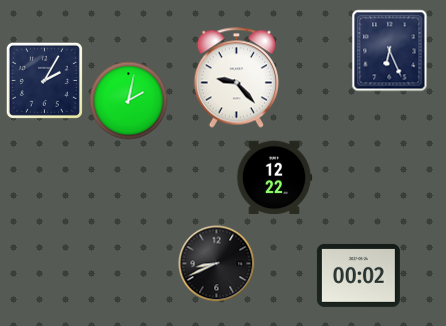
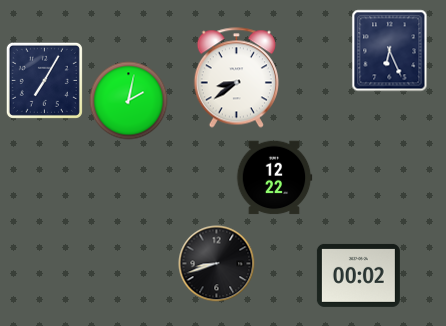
clock at (236, 78): 9:23 -> 8:39
clock at (44, 80): 2:05 -> 7:05
clock at (217, 264): 8:41 -> 8:42
